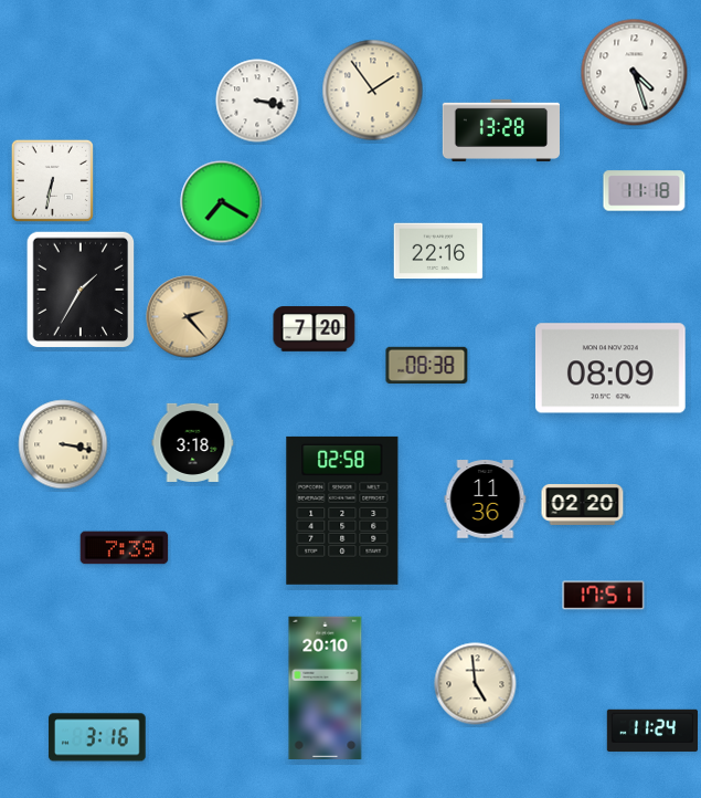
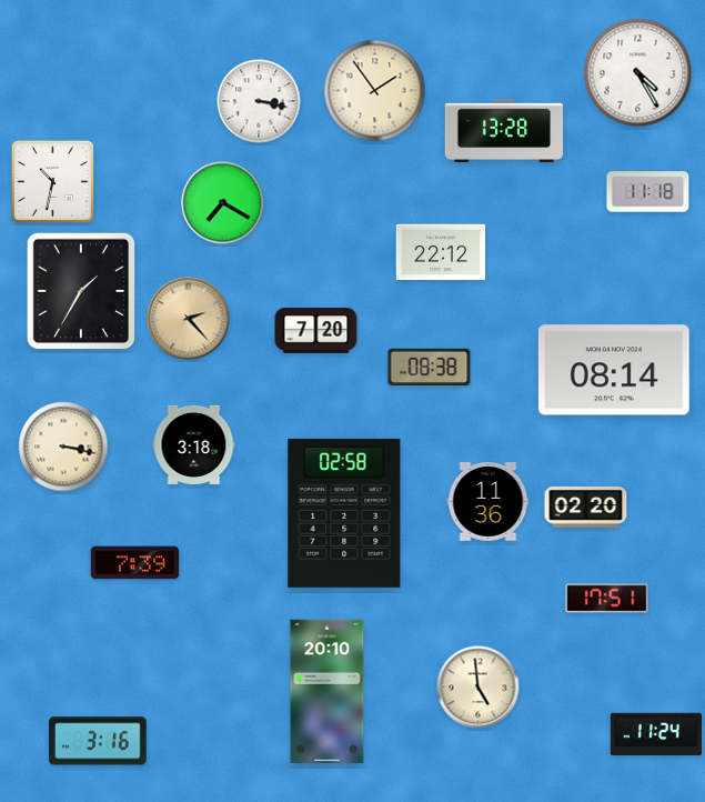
clock at (635, 73): 4:27 -> 4:25
clock at (52, 180): 6:32 -> 10:32
clock at (438, 251): 22:16 -> 22:12
clock at (610, 368): 08:09 -> 08:14
clock at (125, 548) position: (125, 548) -> (135, 563)
